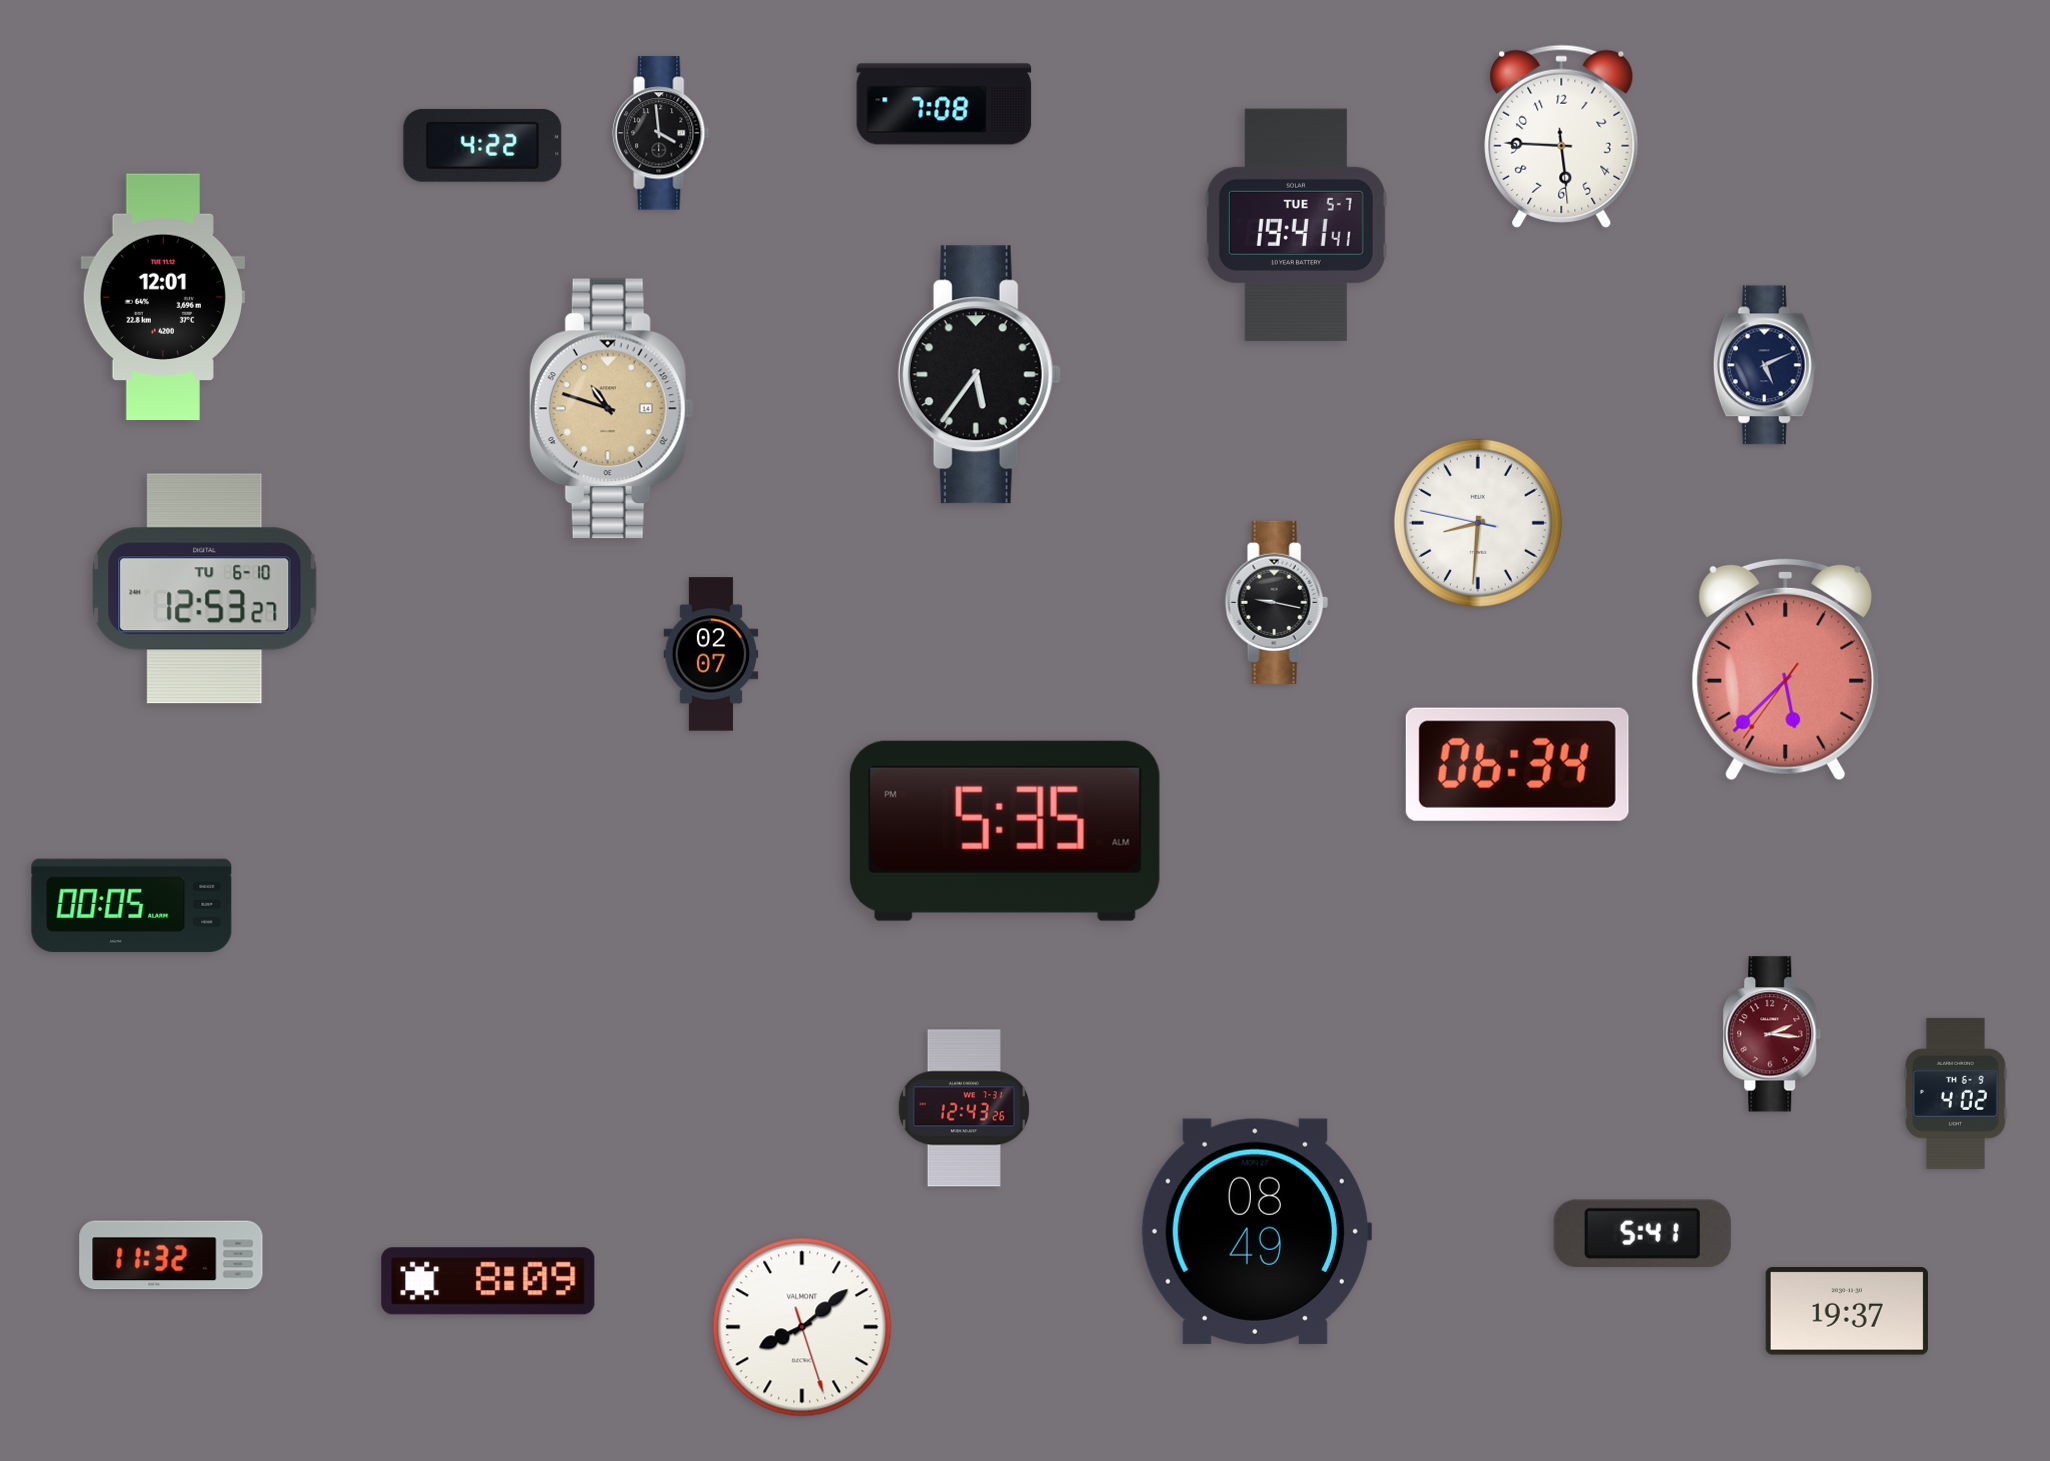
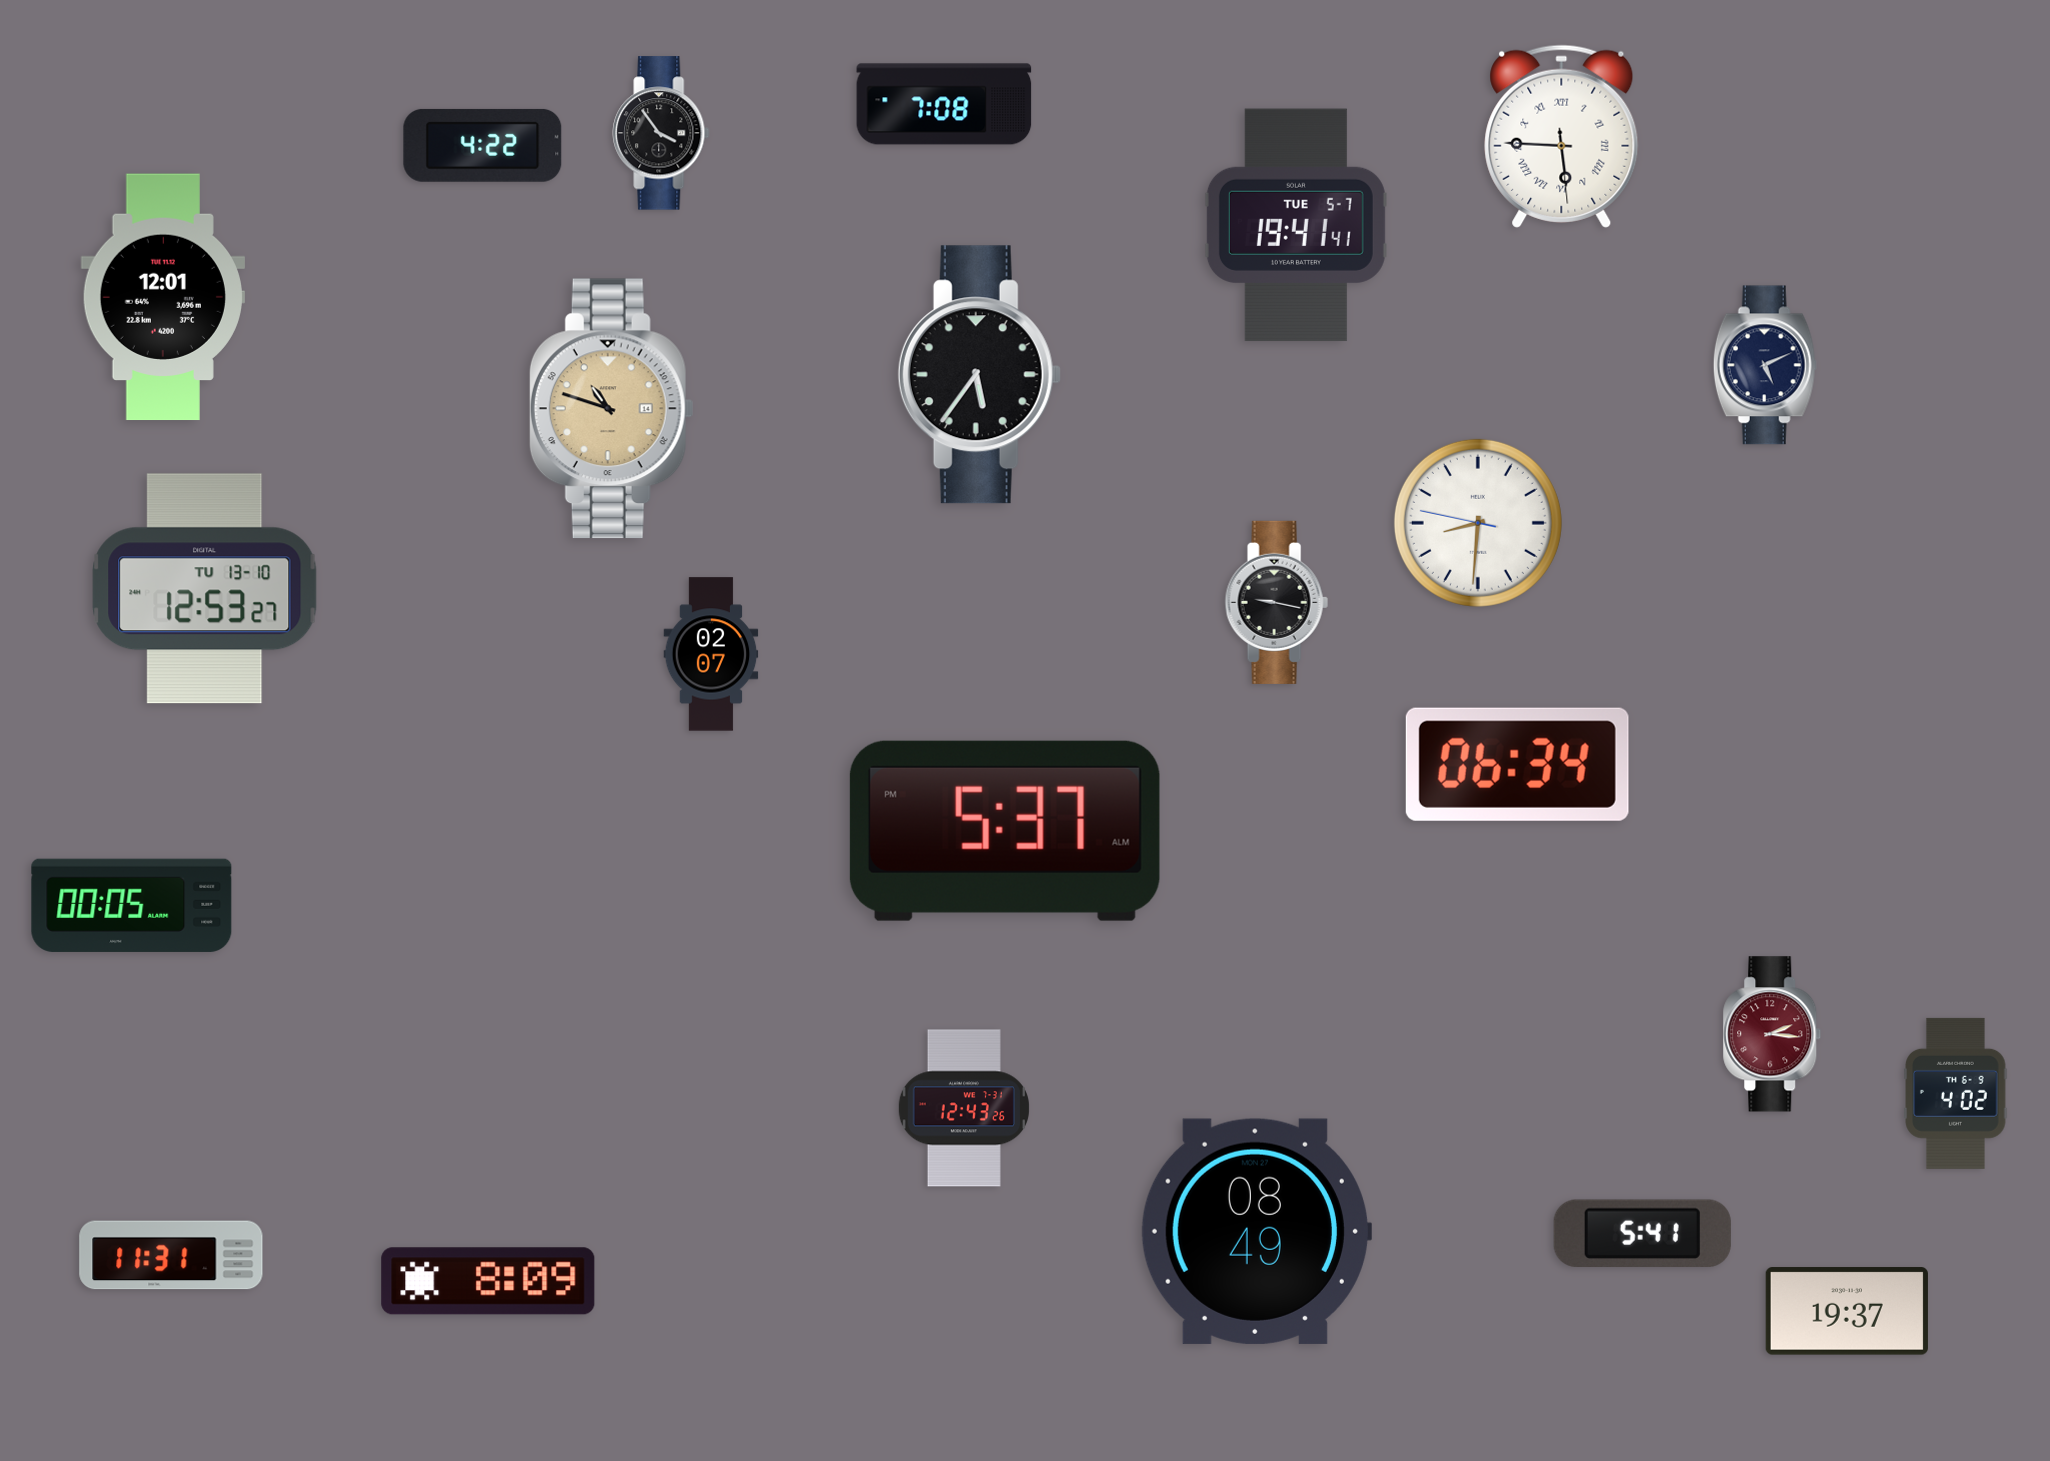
clock at (661, 133): 3:59 -> 3:54
clock at (1562, 136) numerals: Arabic -> Roman
clock at (205, 589) date: TU 6-10 -> TU 13-10
clock at (1786, 669): 5:37 -> none
clock at (1005, 831): 5:35 -> 5:37
clock at (171, 1255): 11:32 -> 11:31
clock at (802, 1327): 8:08 -> none
